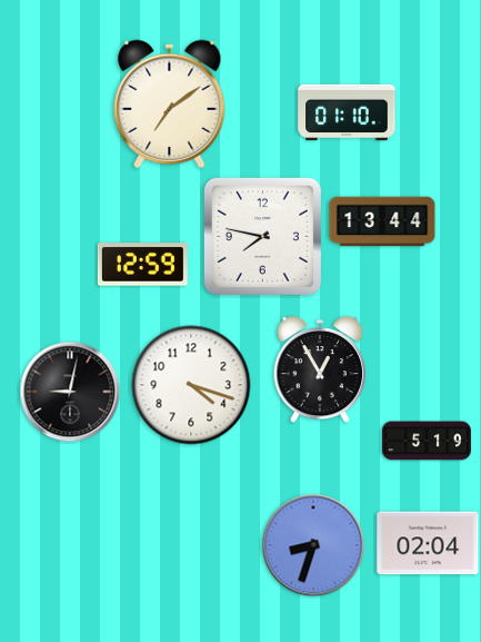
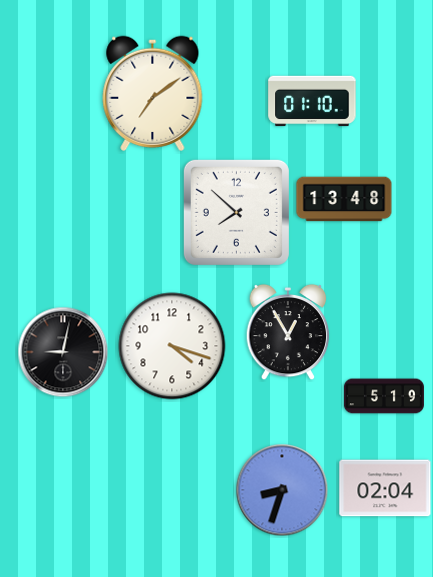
clock at (382, 221): 13:44 -> 13:48
clock at (262, 236): 7:47 -> 7:52
clock at (142, 265): 12:59 -> none
